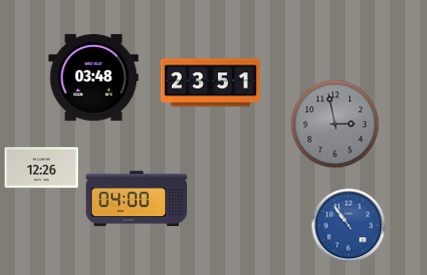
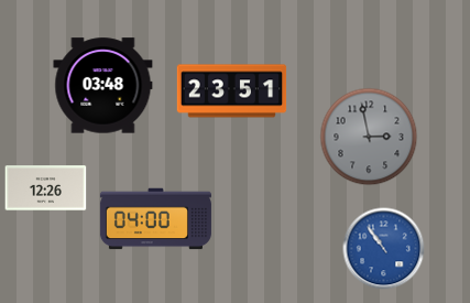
clock at (42, 168) position: (42, 168) -> (46, 188)
clock at (136, 199) position: (136, 199) -> (155, 219)
